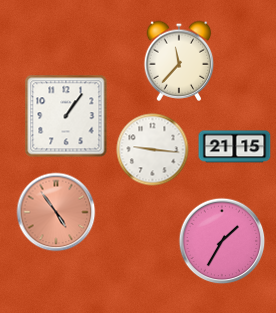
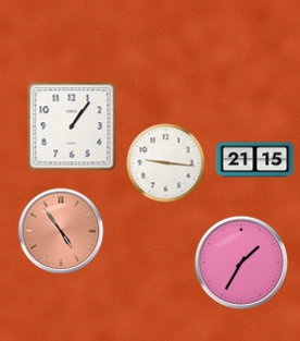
clock at (179, 61): 11:37 -> none
